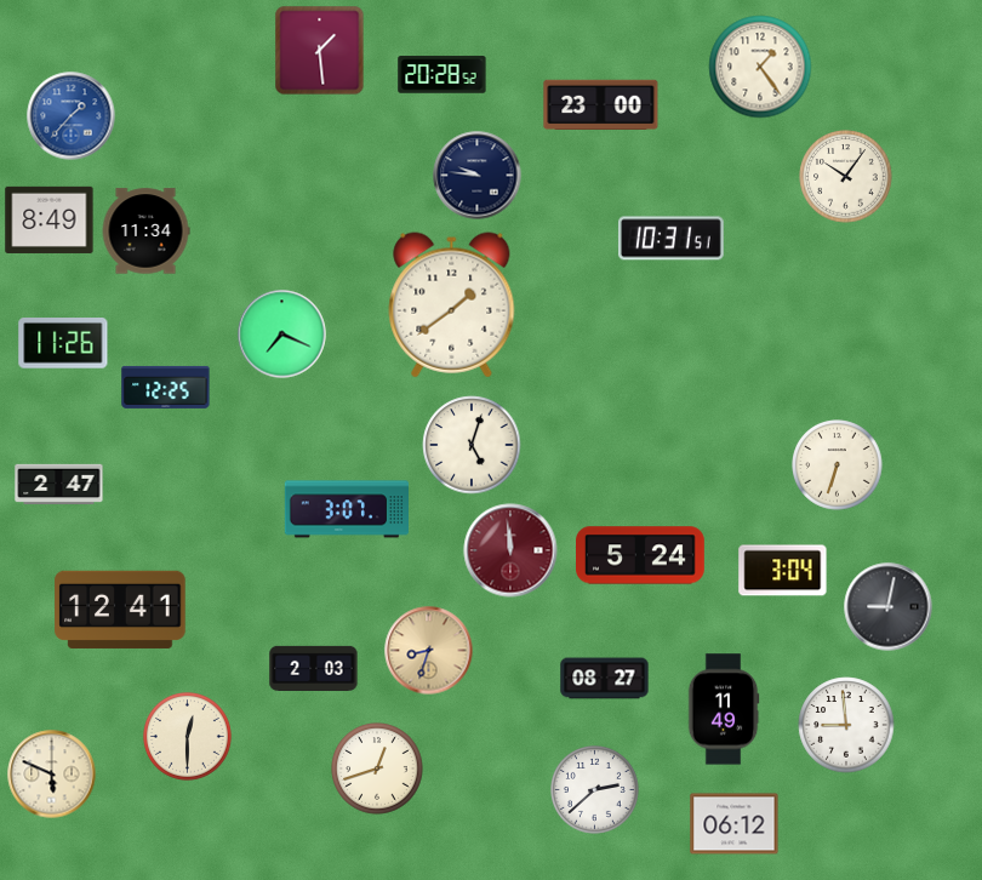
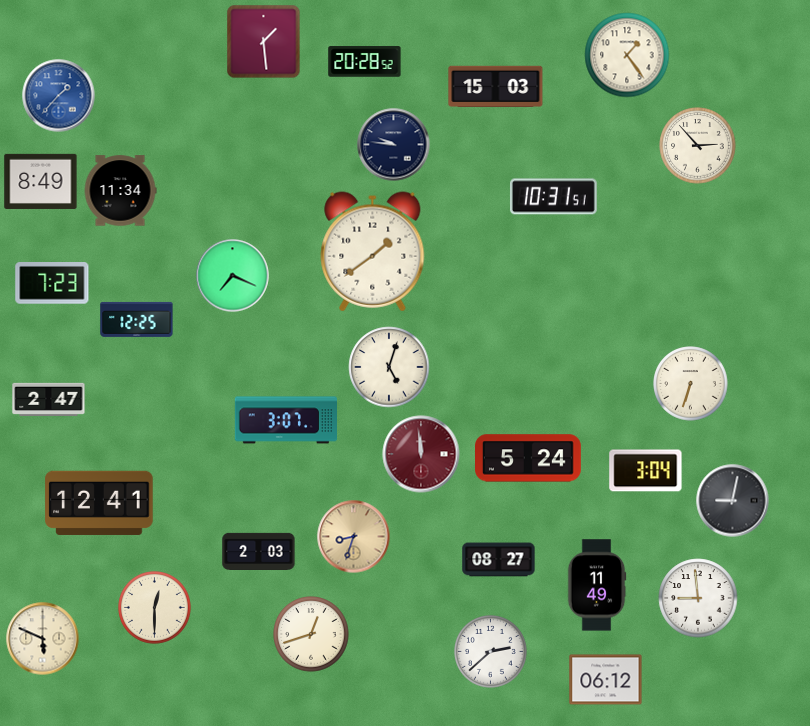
clock at (601, 104): 23:00 -> 15:03
clock at (846, 177): 10:06 -> 2:53
clock at (63, 344): 11:26 -> 7:23
